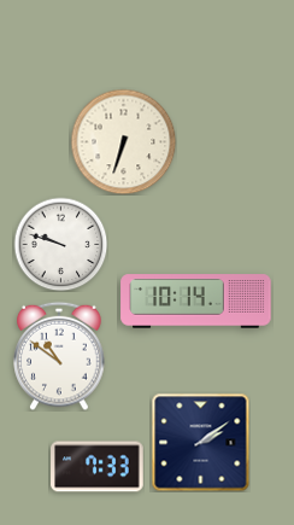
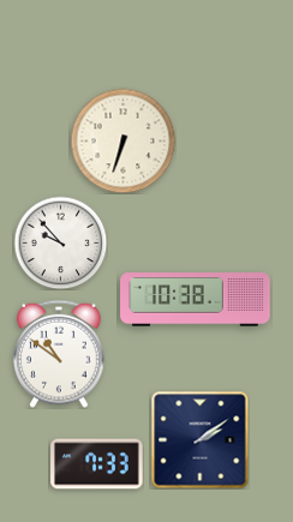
clock at (60, 244): 9:48 -> 9:53
clock at (196, 302): 10:14 -> 10:38
